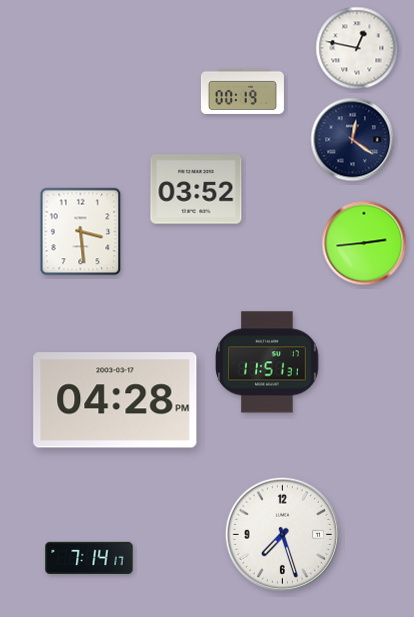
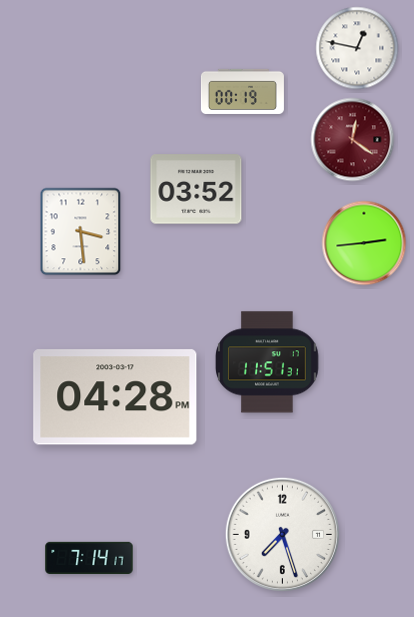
clock at (353, 140) dial: navy -> burgundy
clock at (115, 400) position: (115, 400) -> (115, 397)
